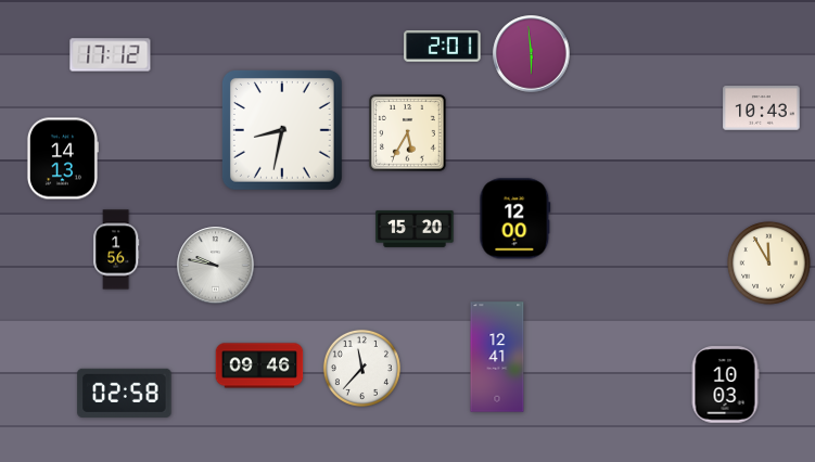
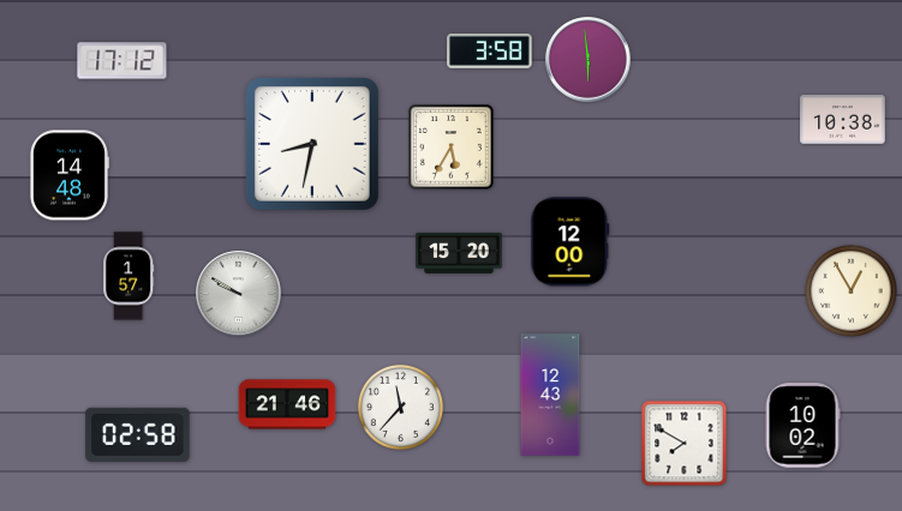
clock at (443, 46): 2:01 -> 3:58
clock at (762, 108): 10:43 -> 10:38
clock at (62, 158): 14:13 -> 14:48
clock at (116, 249): 1:56 -> 1:57
clock at (769, 264): 11:55 -> 12:55
clock at (216, 266): 9:47 -> 9:50
clock at (497, 357): 12:41 -> 12:43
clock at (259, 365): 09:46 -> 21:46
clock at (725, 385): 10:03 -> 10:02
clock at (685, 444): none -> 7:50
